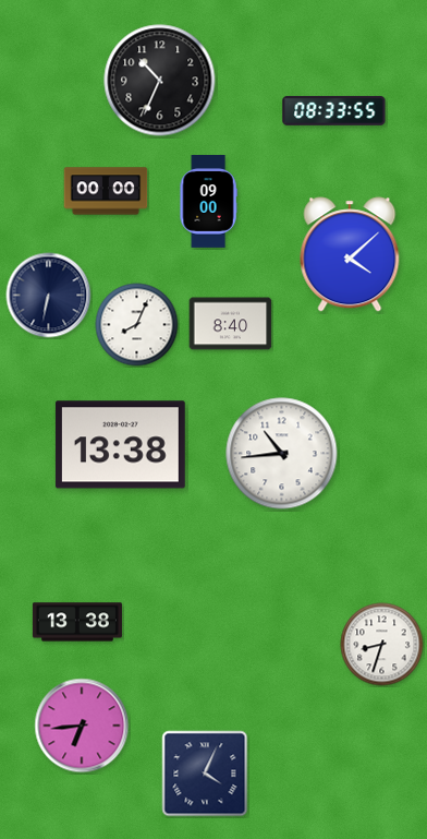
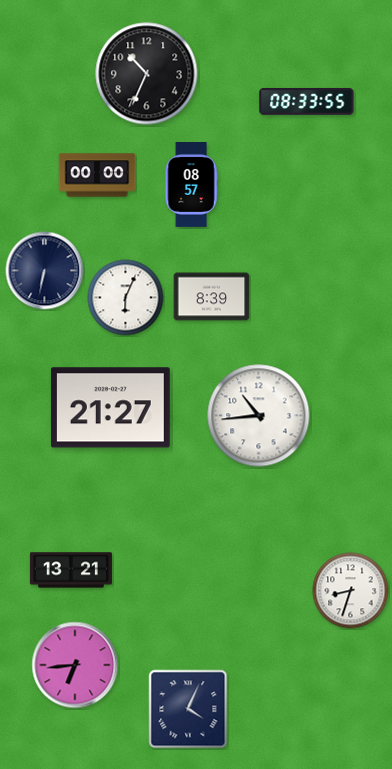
clock at (208, 202): 09:00 -> 08:57
clock at (350, 254): 4:08 -> none
clock at (231, 324): 8:40 -> 8:39
clock at (137, 325): 8:04 -> 6:04
clock at (120, 445): 13:38 -> 21:27
clock at (77, 622): 13:38 -> 13:21
